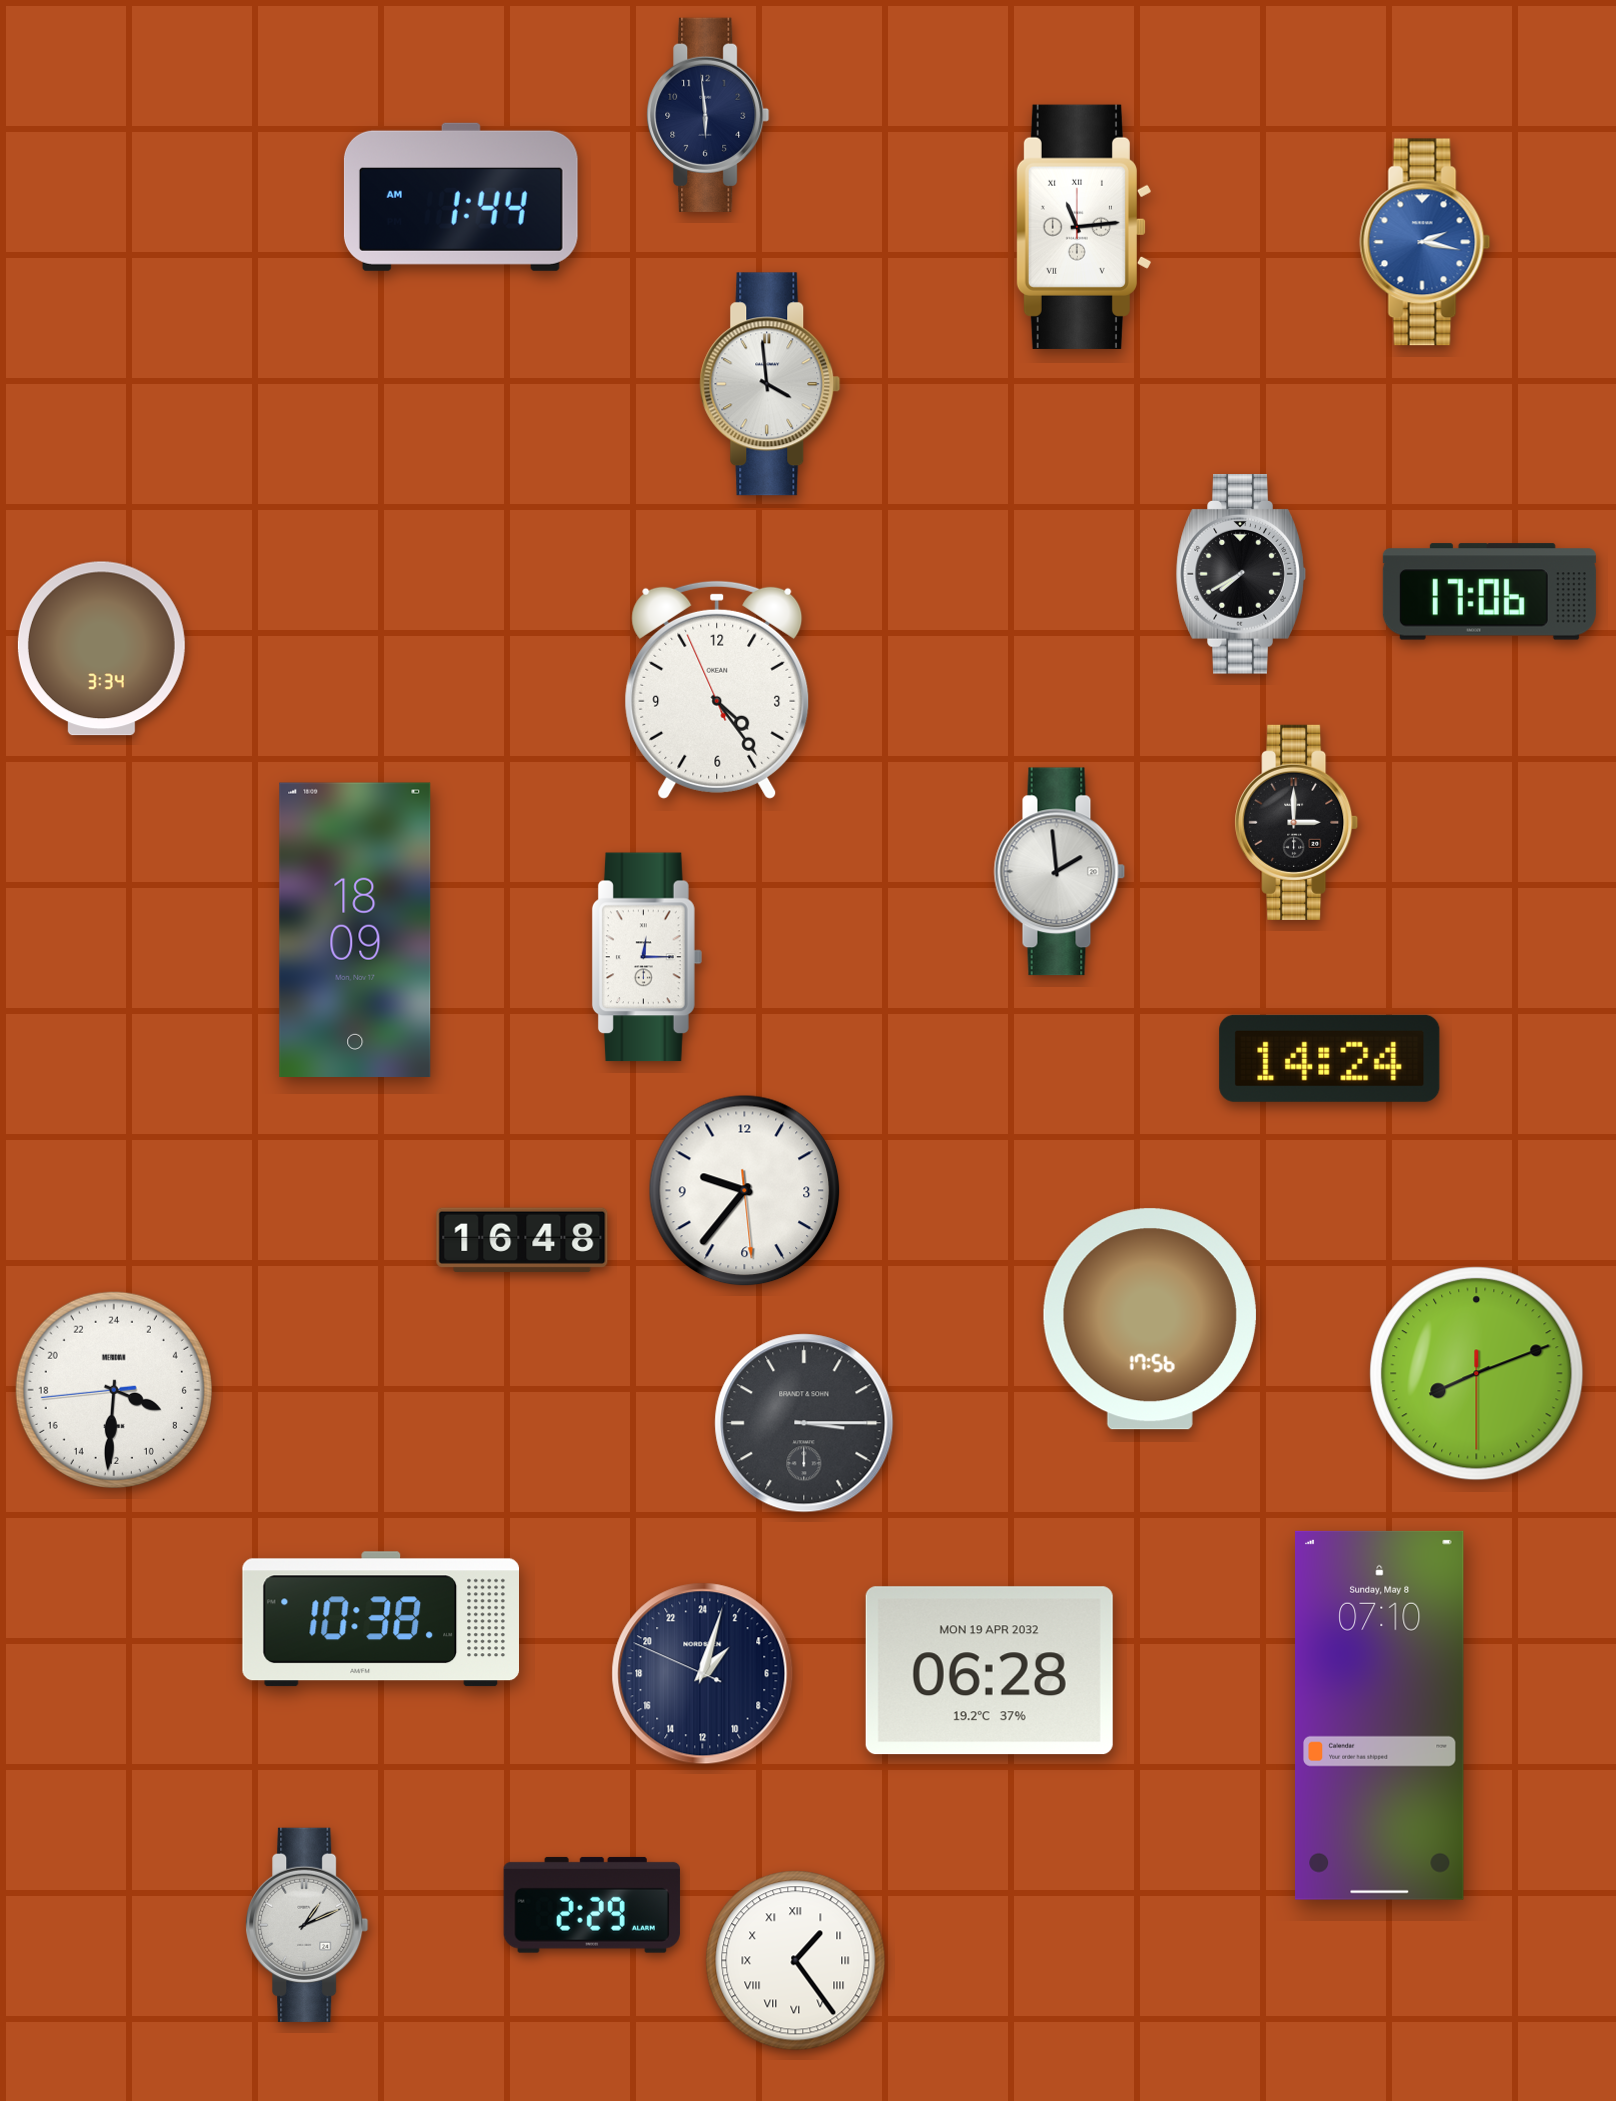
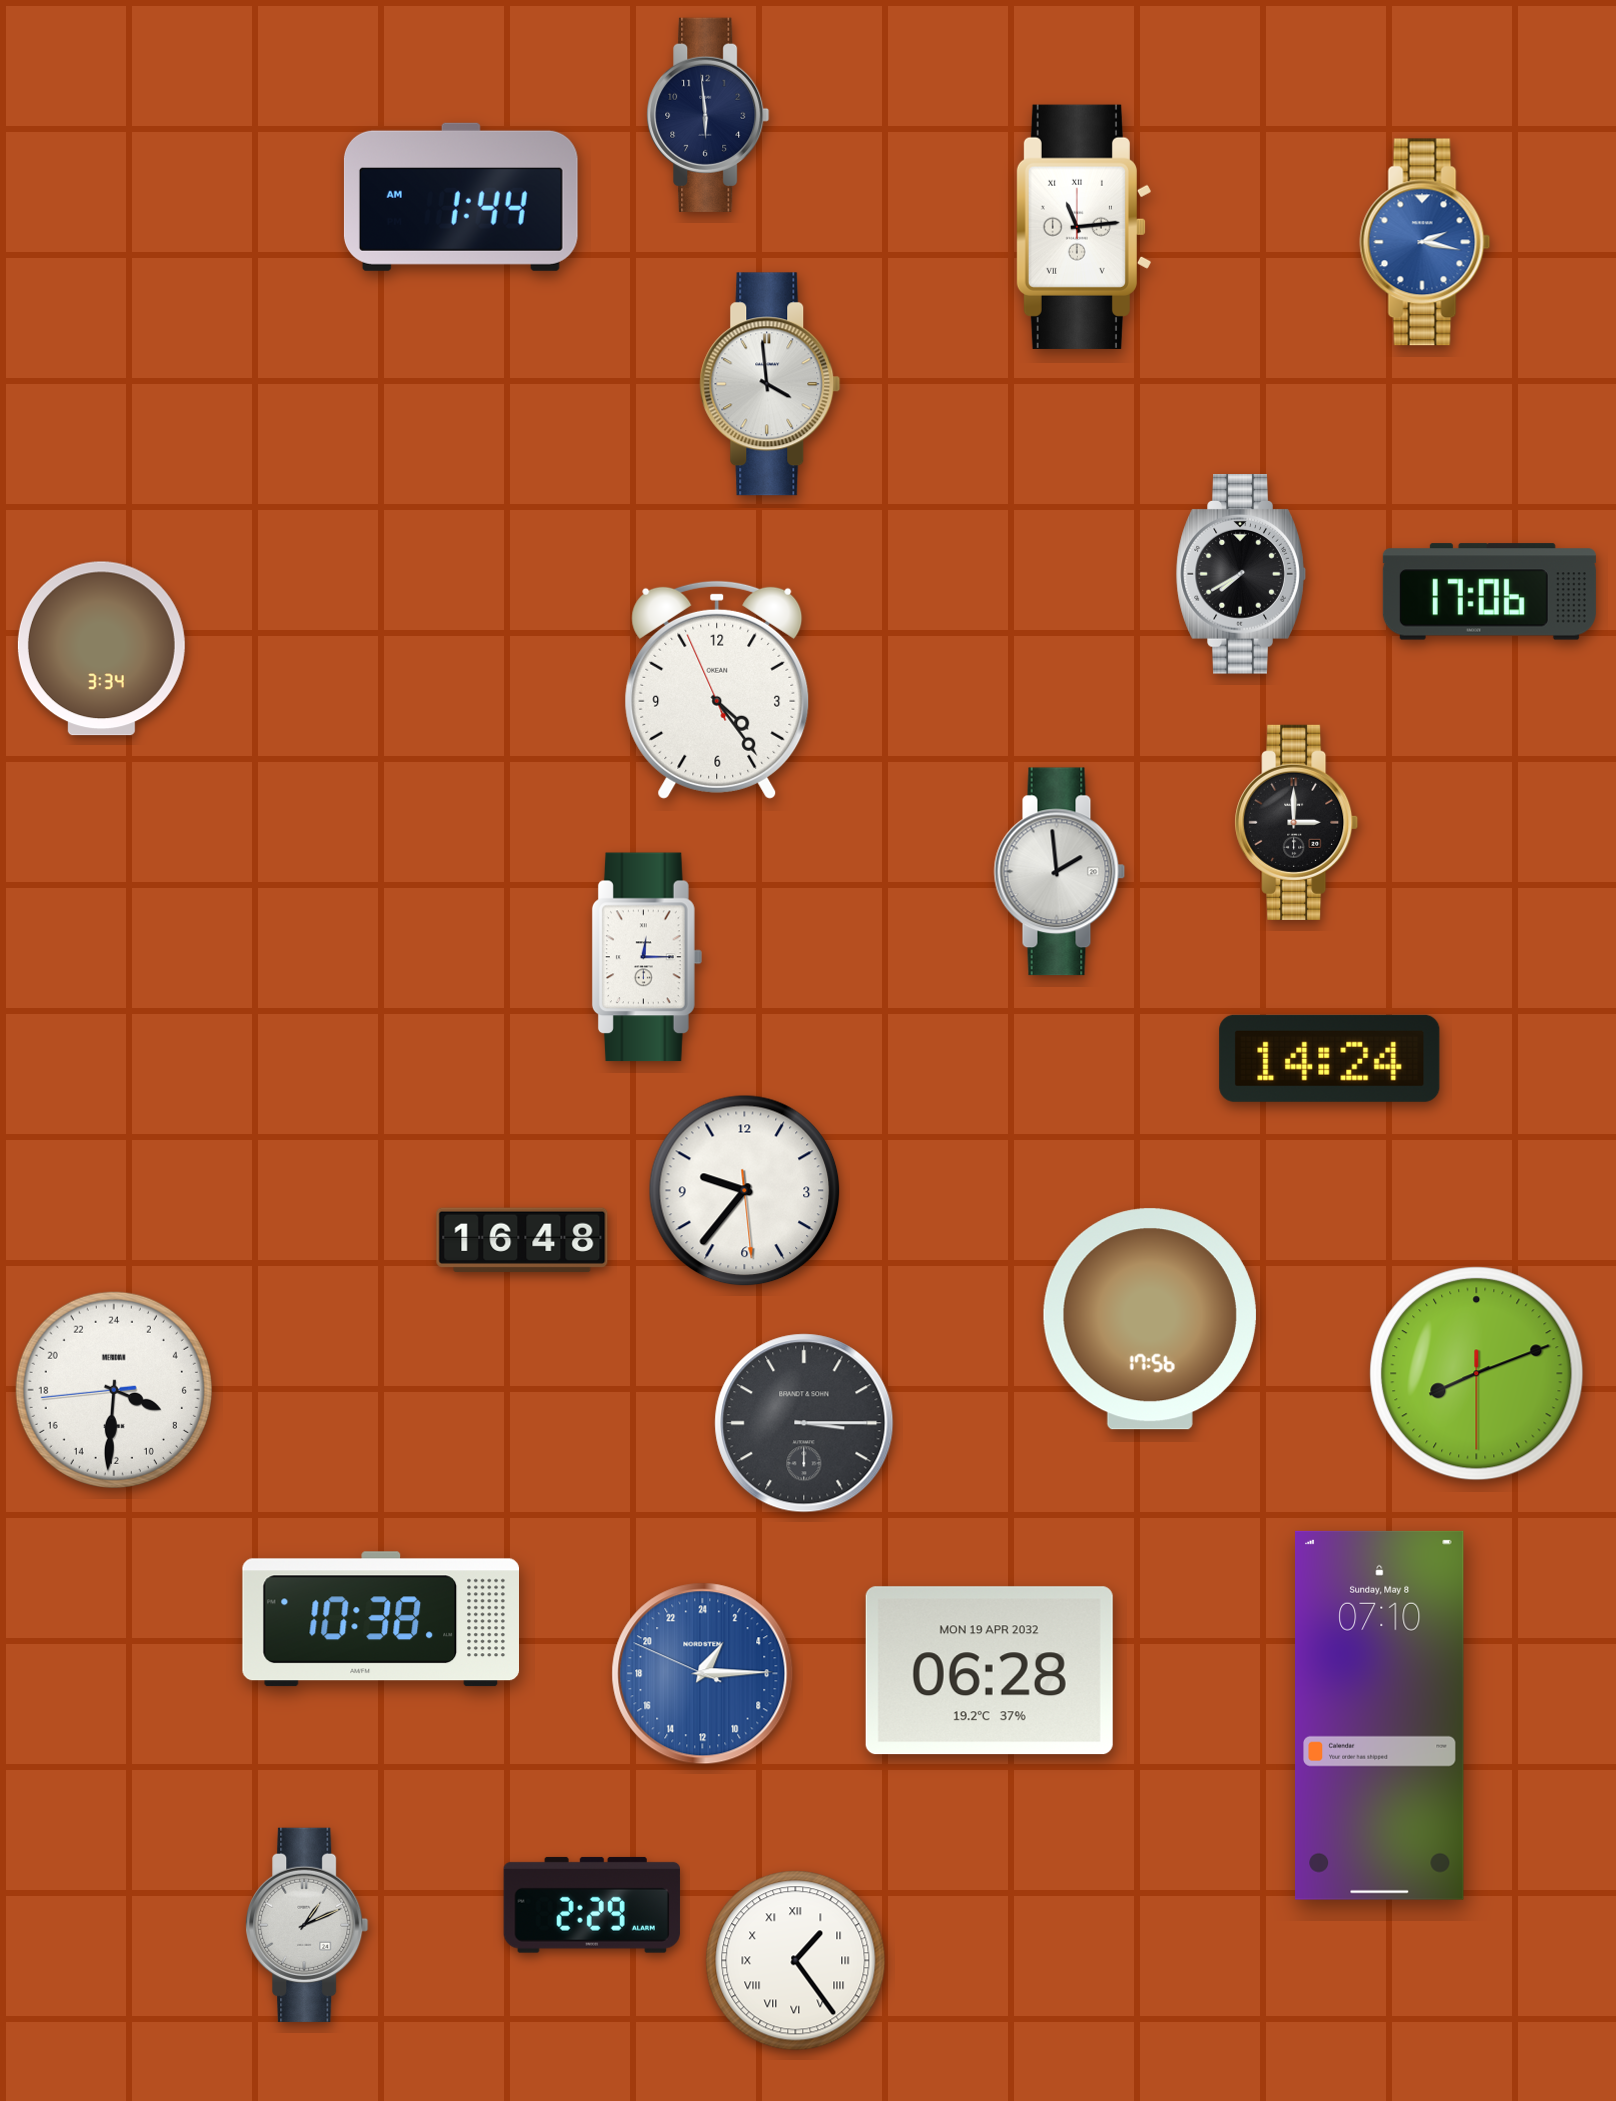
clock at (355, 929): 18:09 -> none
clock at (703, 1674): 3:02 -> 2:14
clock at (703, 1674) dial: navy -> blue
